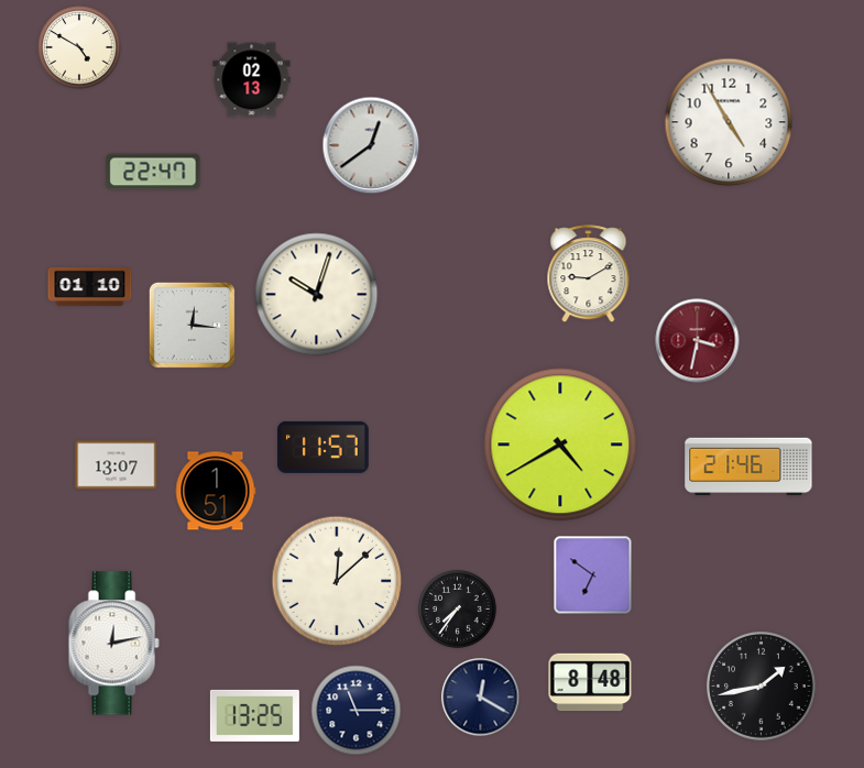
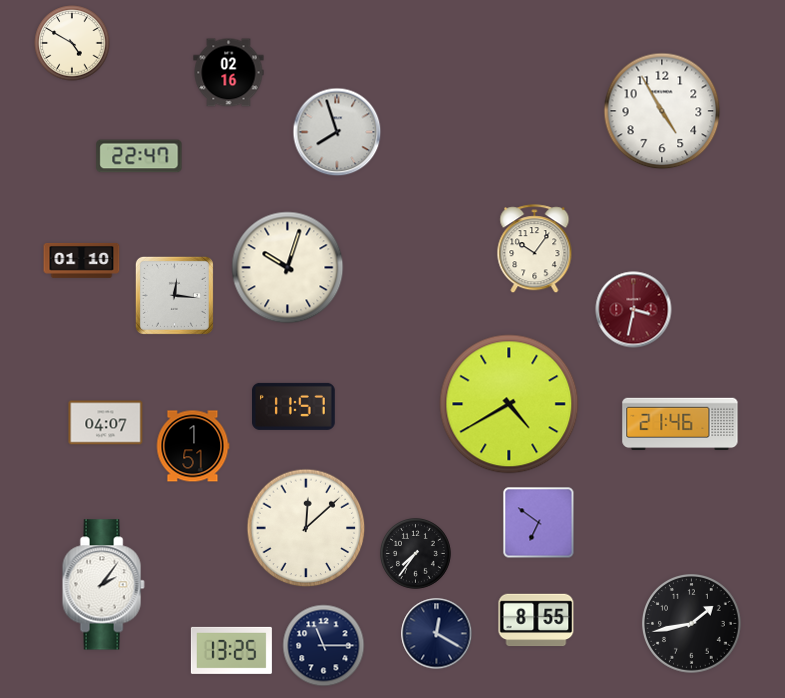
clock at (252, 80): 02:13 -> 02:16
clock at (371, 145): 12:39 -> 7:57
clock at (589, 274): 9:10 -> 10:06
clock at (117, 465): 13:07 -> 04:07
clock at (216, 491) position: (216, 491) -> (193, 446)
clock at (113, 644): 12:13 -> 2:06
clock at (590, 682): 8:48 -> 8:55
